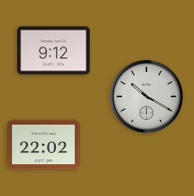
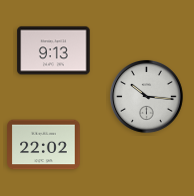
clock at (54, 51): 9:12 -> 9:13
clock at (147, 97): 10:20 -> 10:16
